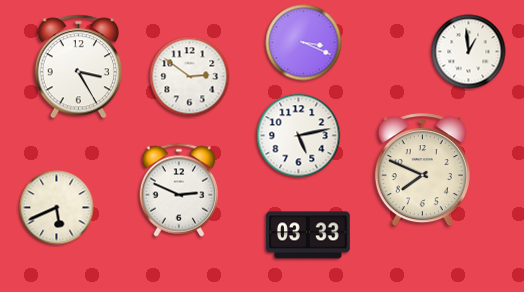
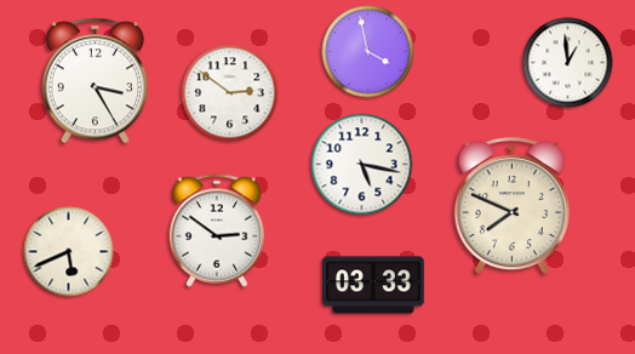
clock at (304, 43): 3:19 -> 3:58
clock at (299, 136): 5:13 -> 5:17
clock at (179, 190): 2:49 -> 2:51
